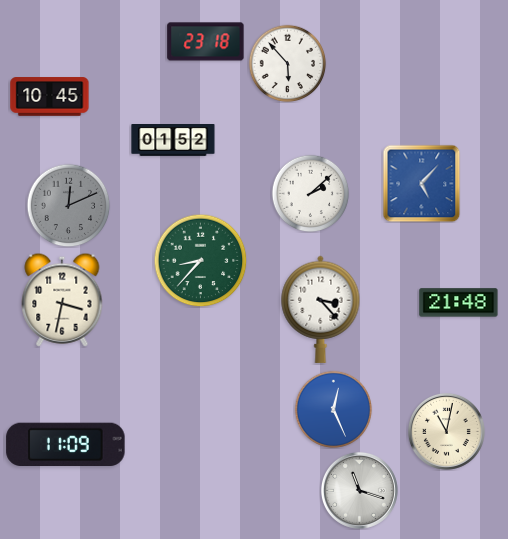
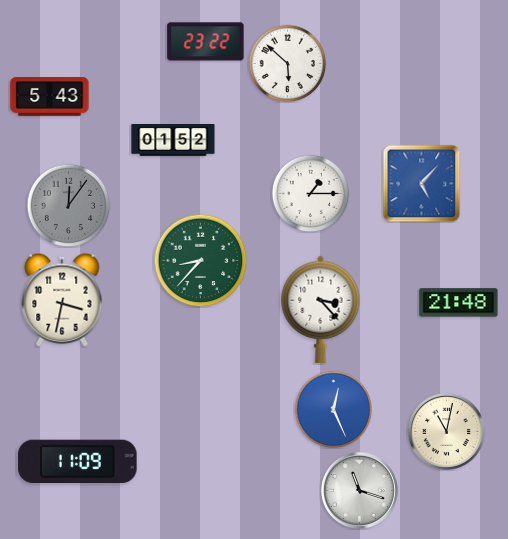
clock at (206, 42): 23:18 -> 23:22
clock at (287, 63): 5:53 -> 5:52
clock at (50, 97): 10:45 -> 5:43
clock at (310, 193): 2:08 -> 1:15
clock at (68, 205): 12:11 -> 12:06
clock at (66, 445) position: (66, 445) -> (78, 462)
